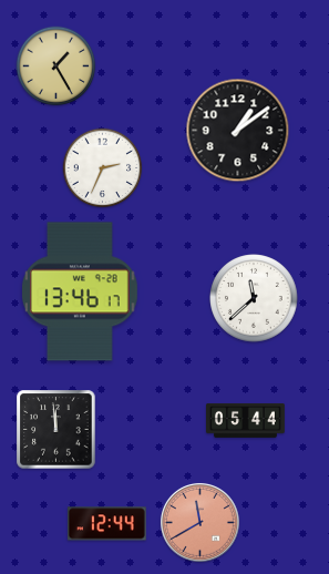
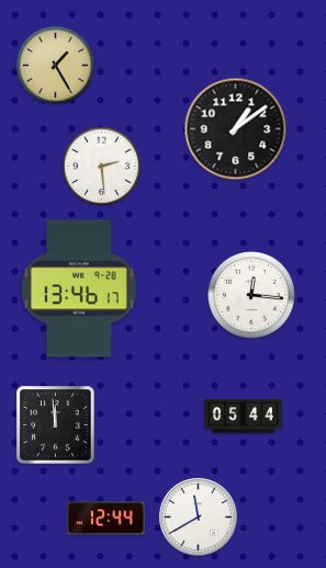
clock at (103, 168): 2:34 -> 2:29
clock at (254, 298): 11:38 -> 12:16
clock at (199, 522) dial: salmon -> white
